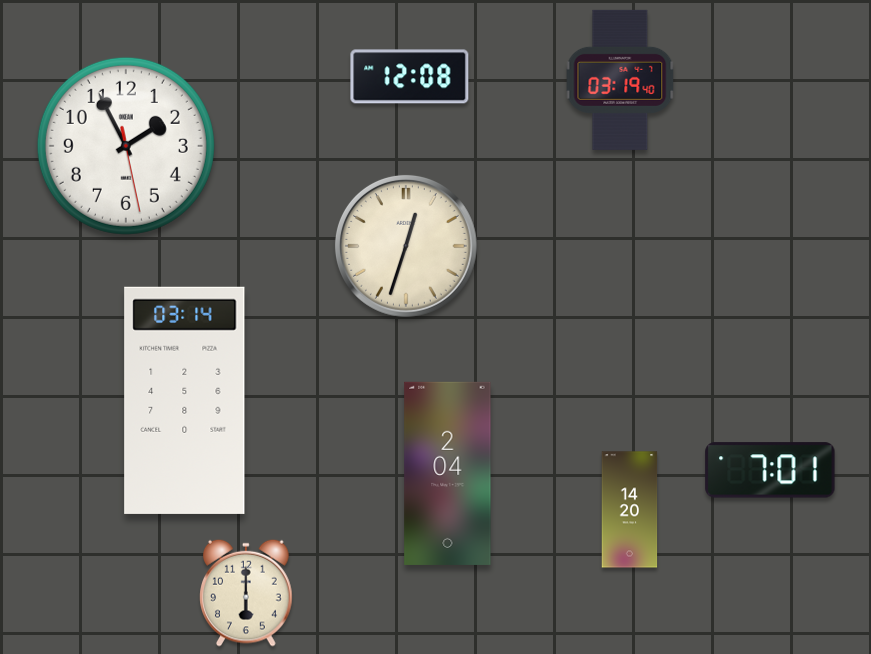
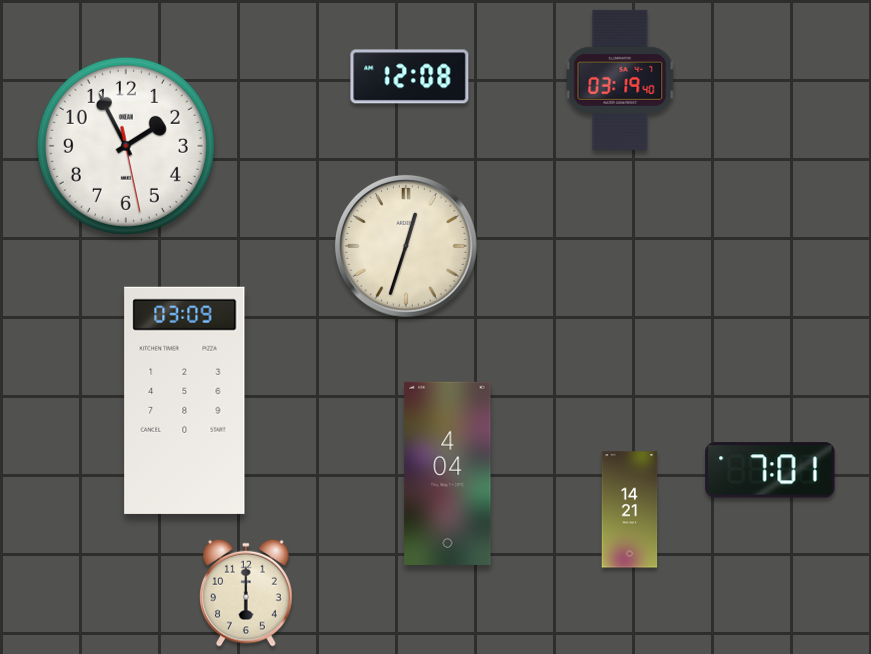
clock at (185, 400): 03:14 -> 03:09
clock at (448, 473): 2:04 -> 4:04
clock at (630, 510): 14:20 -> 14:21
